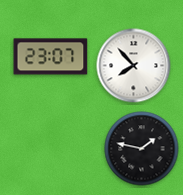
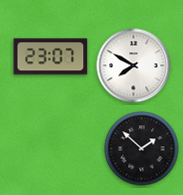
clock at (134, 66): 7:53 -> 7:50
clock at (142, 149): 1:47 -> 1:52
